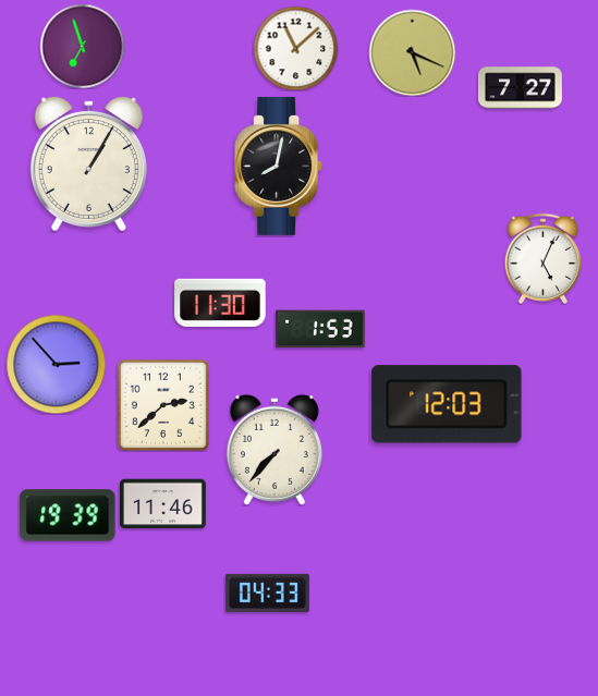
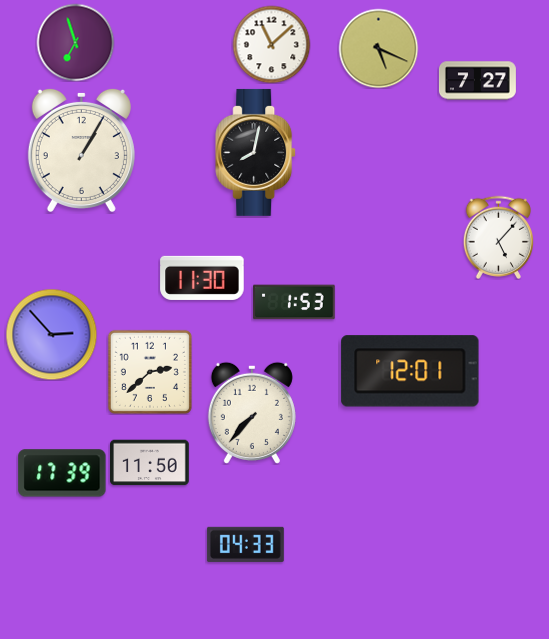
clock at (542, 258): 5:04 -> 5:07
clock at (447, 404): 12:03 -> 12:01
clock at (163, 504): 11:46 -> 11:50
clock at (68, 515): 19:39 -> 17:39
